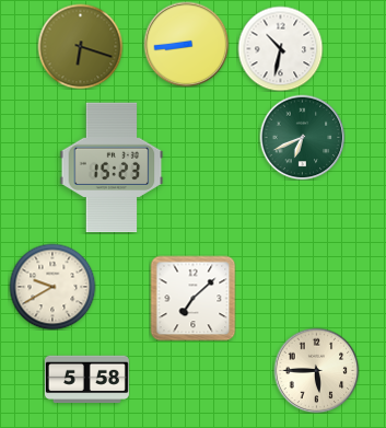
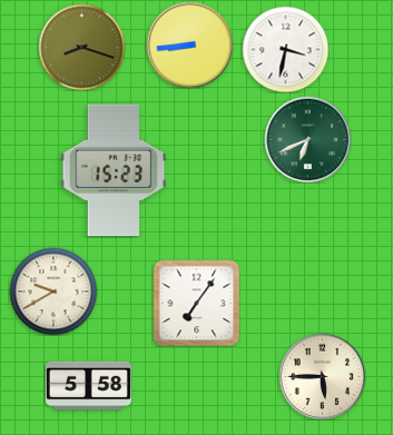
clock at (80, 46): 6:18 -> 8:18
clock at (280, 48): 10:32 -> 3:32
clock at (192, 298): 7:08 -> 7:06
